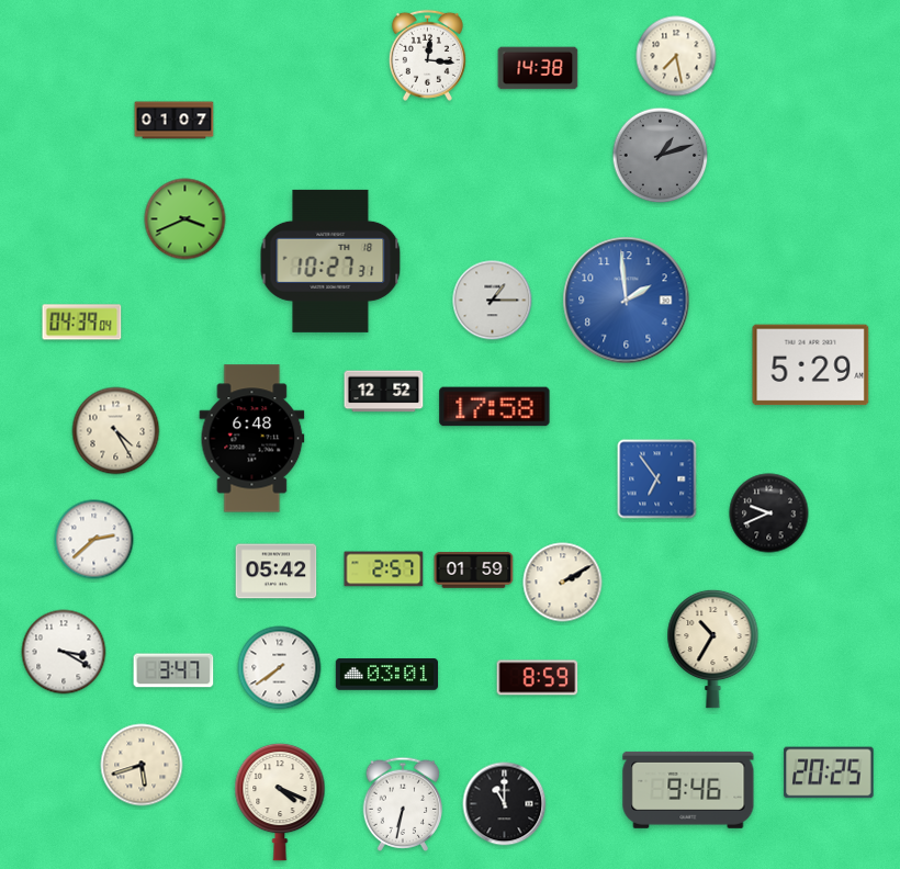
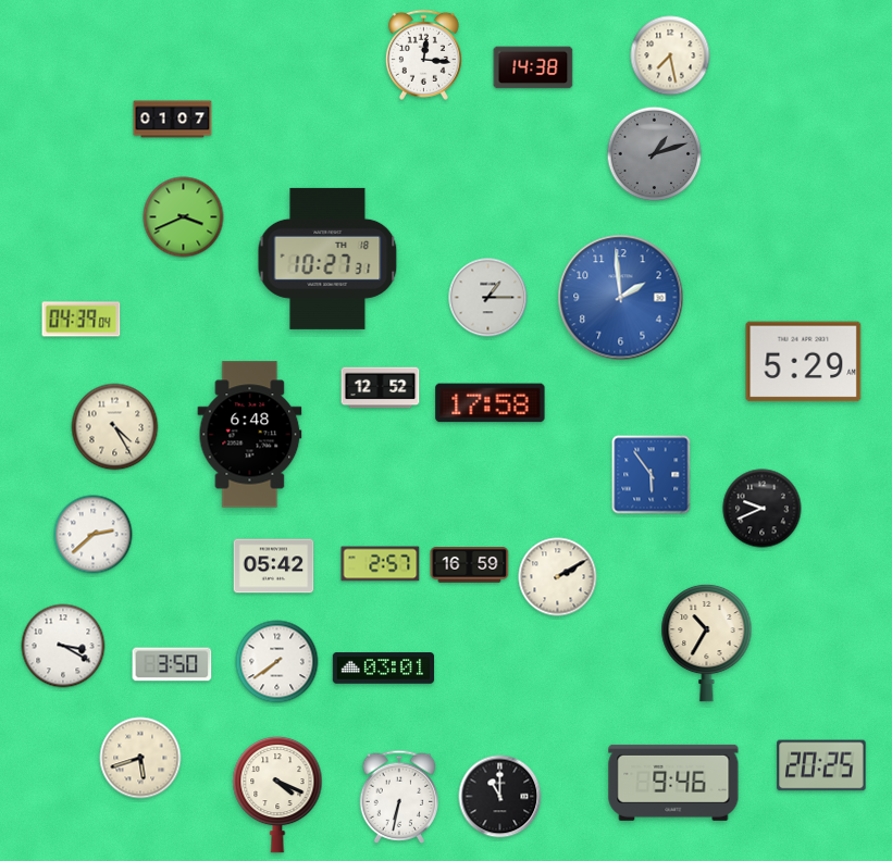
clock at (657, 479): 6:54 -> 5:54
clock at (474, 571): 01:59 -> 16:59
clock at (173, 670): 3:47 -> 3:50
clock at (538, 678): 8:59 -> none
clock at (688, 790) position: (688, 790) -> (673, 783)
